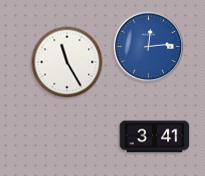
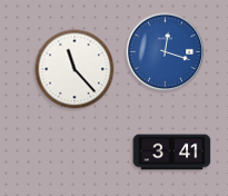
clock at (149, 47): 12:14 -> 12:18
clock at (67, 62): 11:25 -> 11:23
